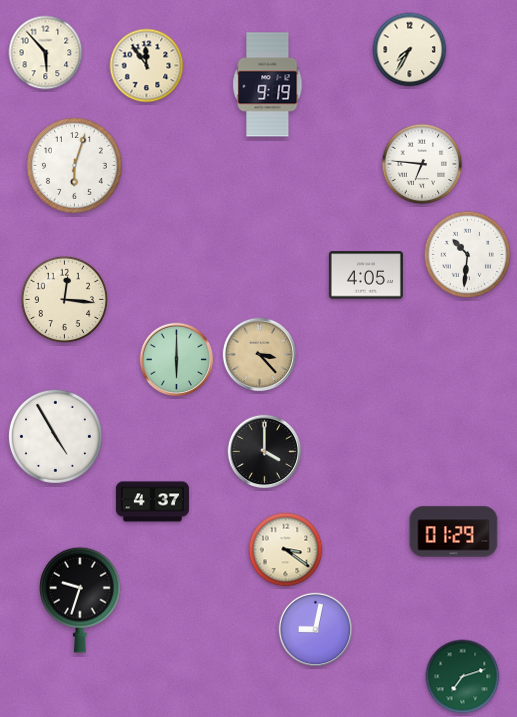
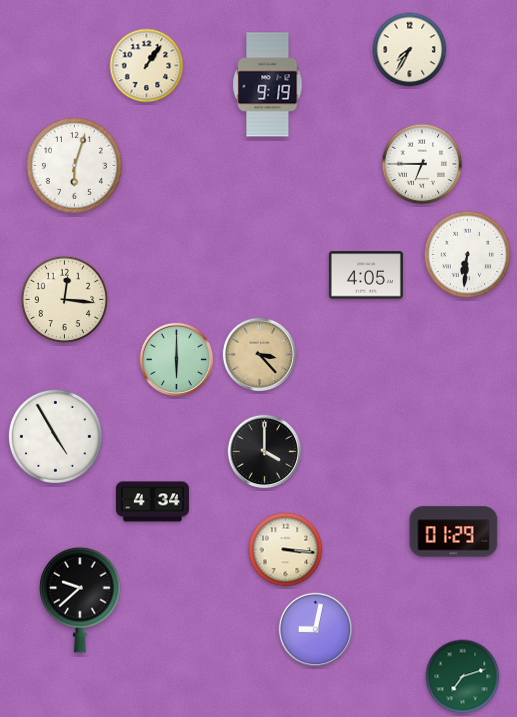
clock at (46, 53): 5:53 -> none
clock at (147, 66): 11:54 -> 1:06
clock at (422, 164): 6:46 -> 6:45
clock at (467, 254): 10:31 -> 6:31
clock at (152, 502): 4:37 -> 4:34
clock at (286, 550): 3:21 -> 3:16
clock at (80, 600): 9:33 -> 9:38
